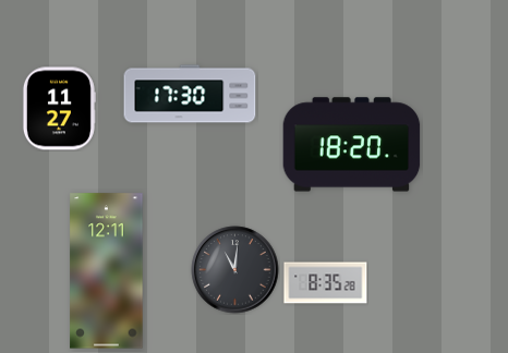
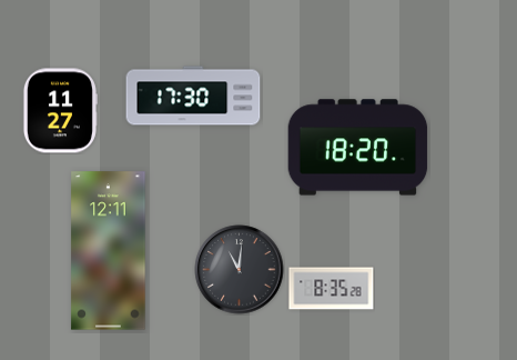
clock at (235, 270) position: (235, 270) -> (240, 270)
clock at (107, 271) position: (107, 271) -> (109, 251)
